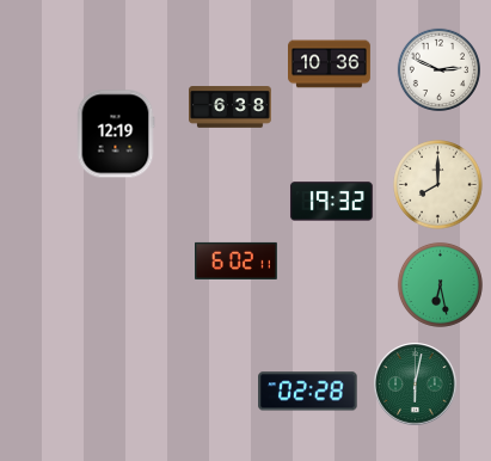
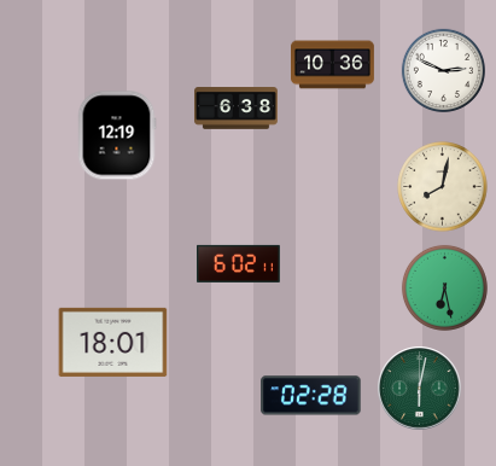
clock at (231, 107) position: (231, 107) -> (237, 109)
clock at (438, 185): 8:00 -> 8:02
clock at (331, 202): 19:32 -> none
clock at (113, 342): none -> 18:01
